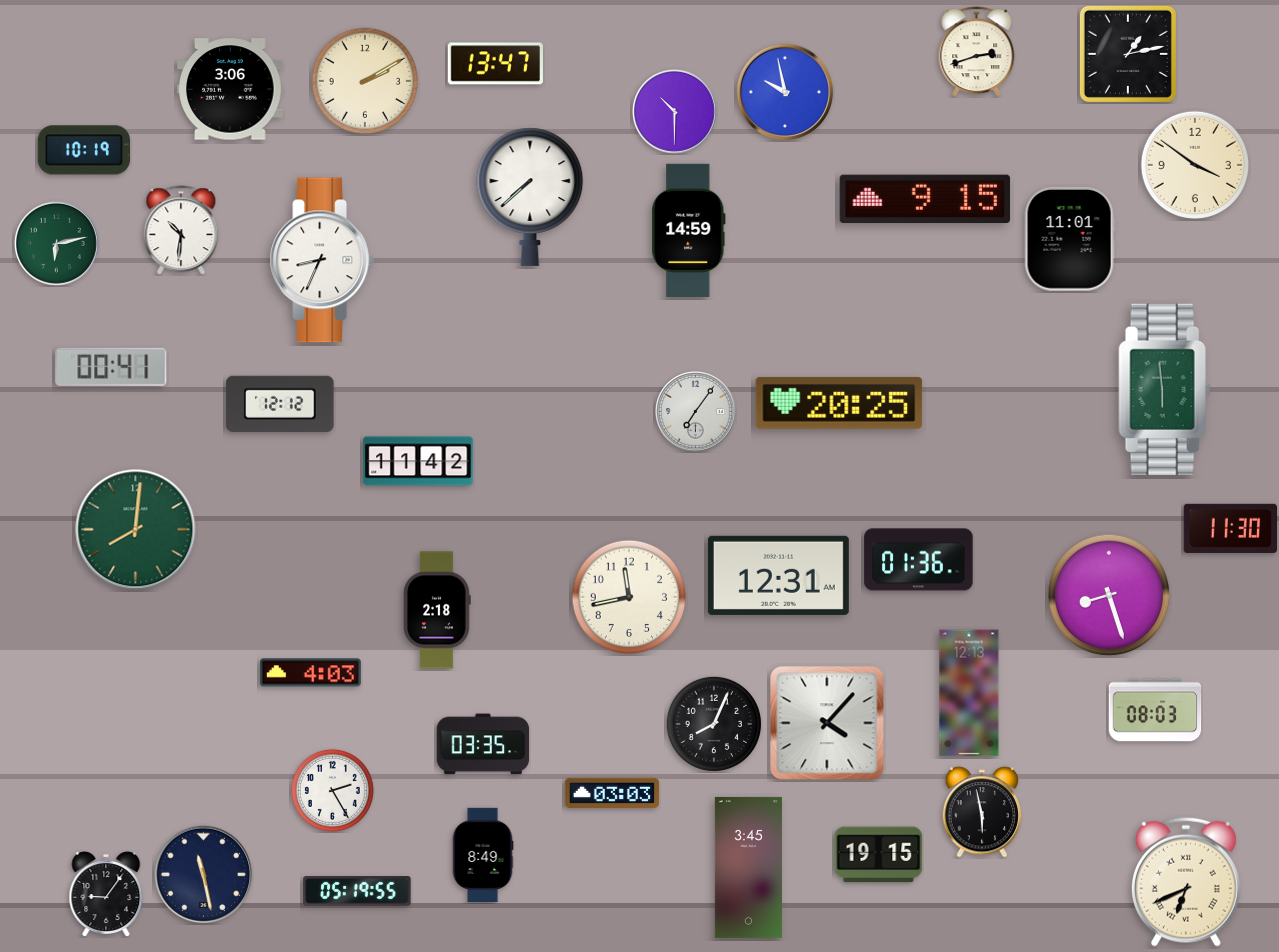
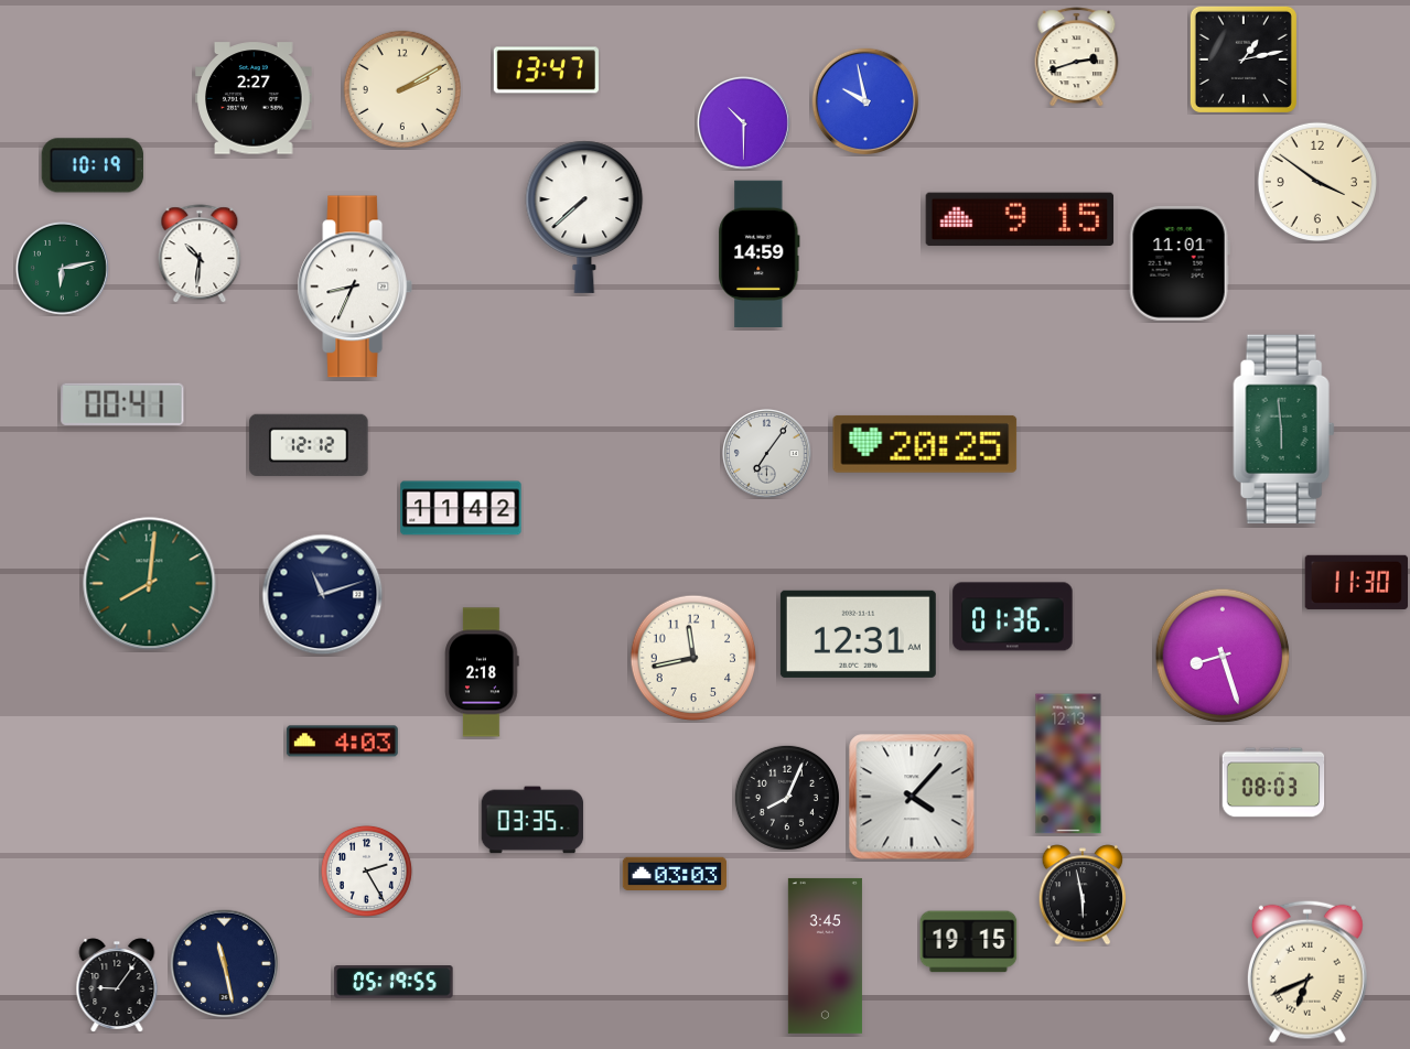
clock at (230, 89): 3:06 -> 2:27
clock at (323, 595): none -> 11:12
clock at (483, 855): 8:49 -> none
